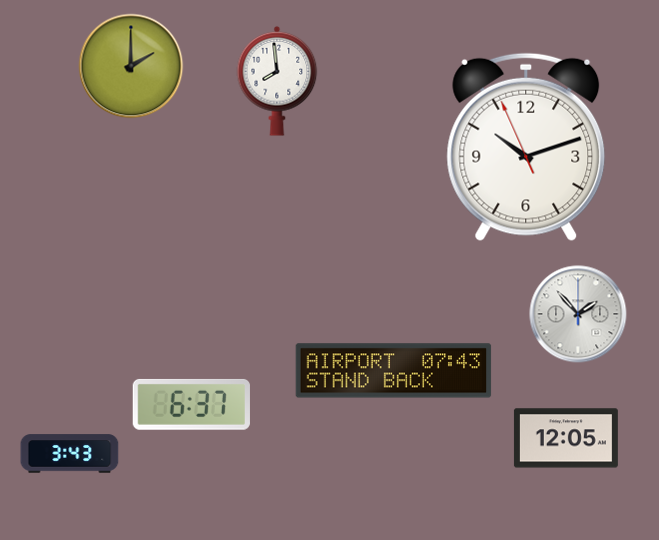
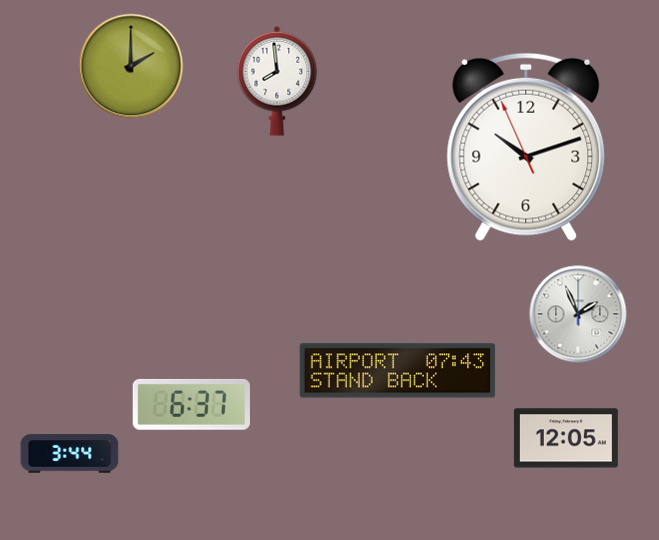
clock at (578, 314): 1:53 -> 1:56
clock at (394, 371) position: (394, 371) -> (398, 371)
clock at (70, 454): 3:43 -> 3:44
